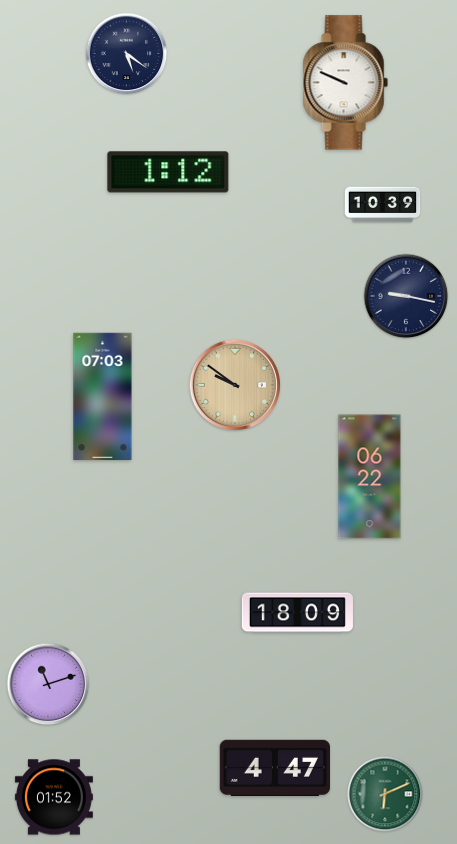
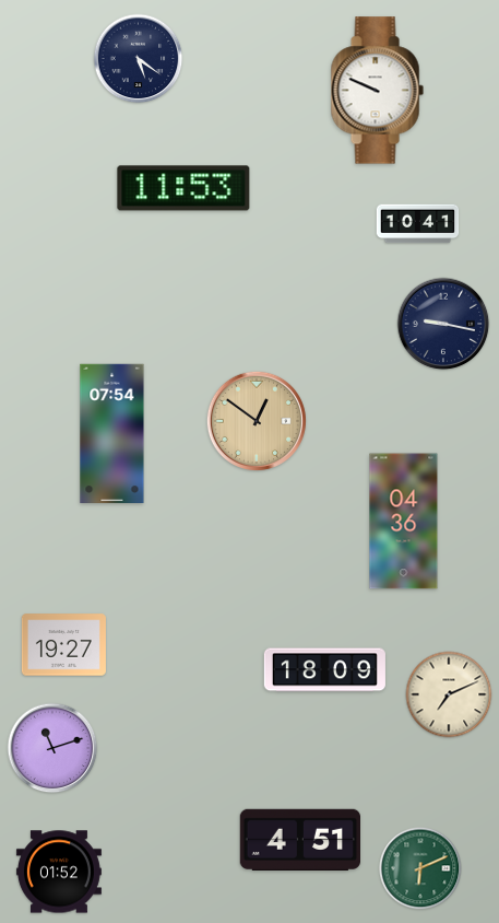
clock at (168, 172): 1:12 -> 11:53
clock at (383, 205): 10:39 -> 10:41
clock at (235, 385): 9:51 -> 12:51
clock at (103, 397): 07:03 -> 07:54
clock at (370, 477): 06:22 -> 04:36
clock at (63, 645): none -> 19:27
clock at (449, 694): none -> 7:11
clock at (274, 767): 4:47 -> 4:51
